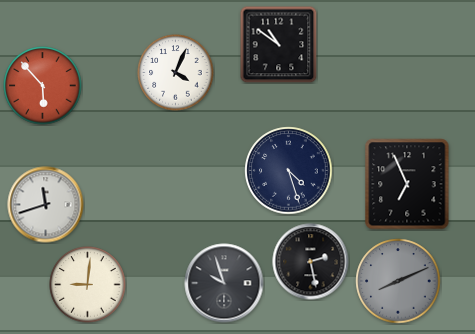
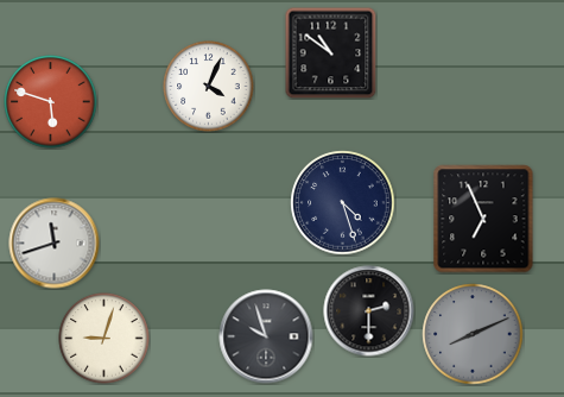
clock at (43, 86): 5:53 -> 5:48
clock at (311, 262): 2:28 -> 2:30
clock at (88, 285): 9:01 -> 9:03
